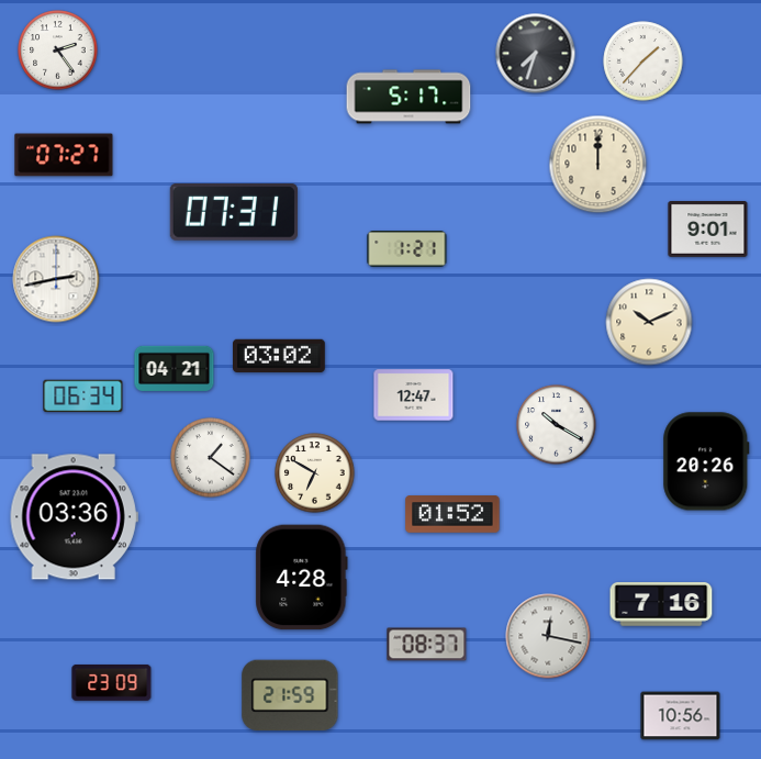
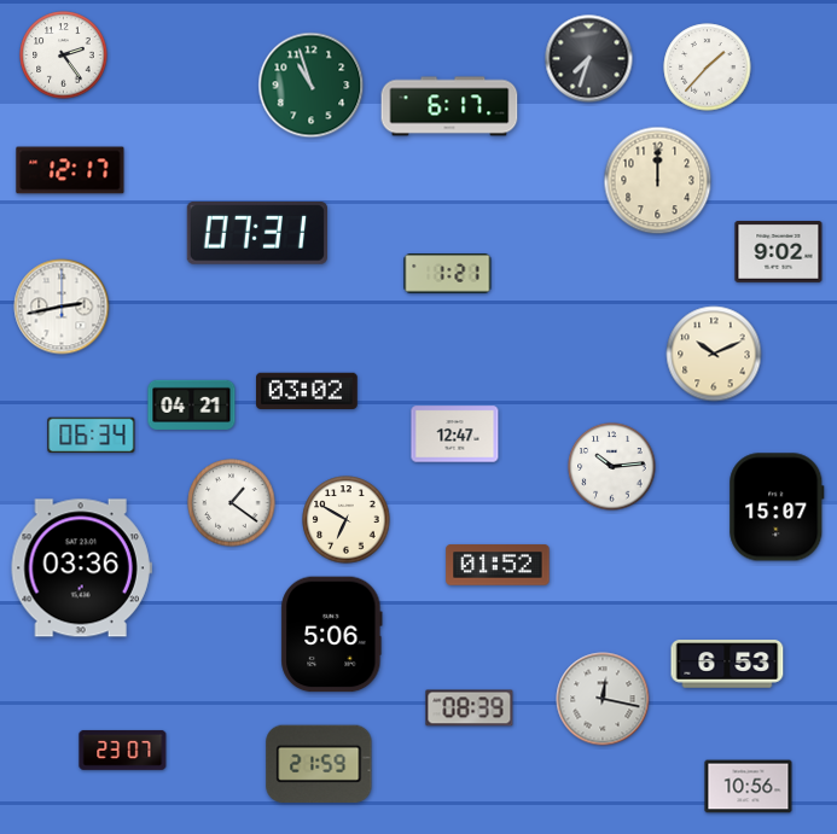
clock at (312, 86): none -> 10:57
clock at (409, 97): 5:17 -> 6:17
clock at (64, 155): 07:27 -> 12:17
clock at (708, 230): 9:01 -> 9:02
clock at (557, 425): 10:20 -> 10:14
clock at (706, 461): 20:26 -> 15:07
clock at (302, 578): 4:28 -> 5:06
clock at (661, 604): 7:16 -> 6:53
clock at (427, 645): 08:37 -> 08:39
clock at (112, 682): 23:09 -> 23:07
